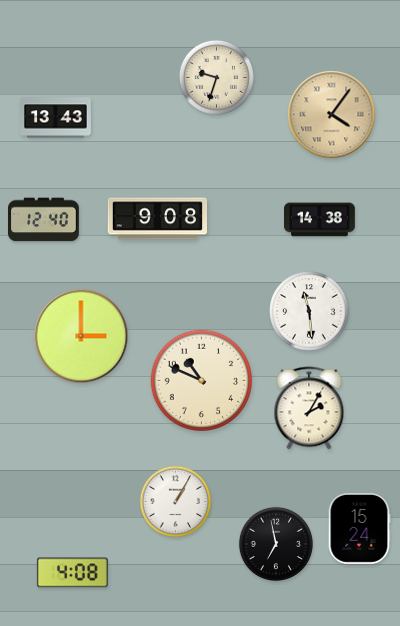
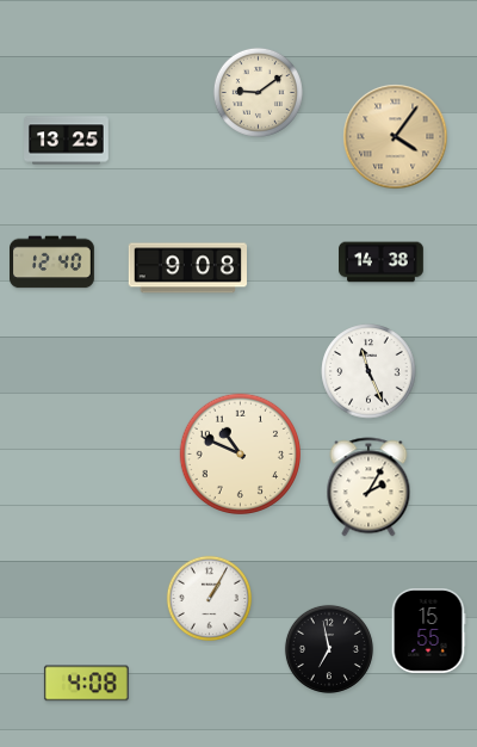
clock at (216, 77): 9:33 -> 9:09
clock at (56, 118): 13:43 -> 13:25
clock at (157, 219) position: (157, 219) -> (187, 268)
clock at (309, 311): 11:29 -> 11:26
clock at (81, 336): 3:00 -> none
clock at (359, 529): 15:24 -> 15:55
